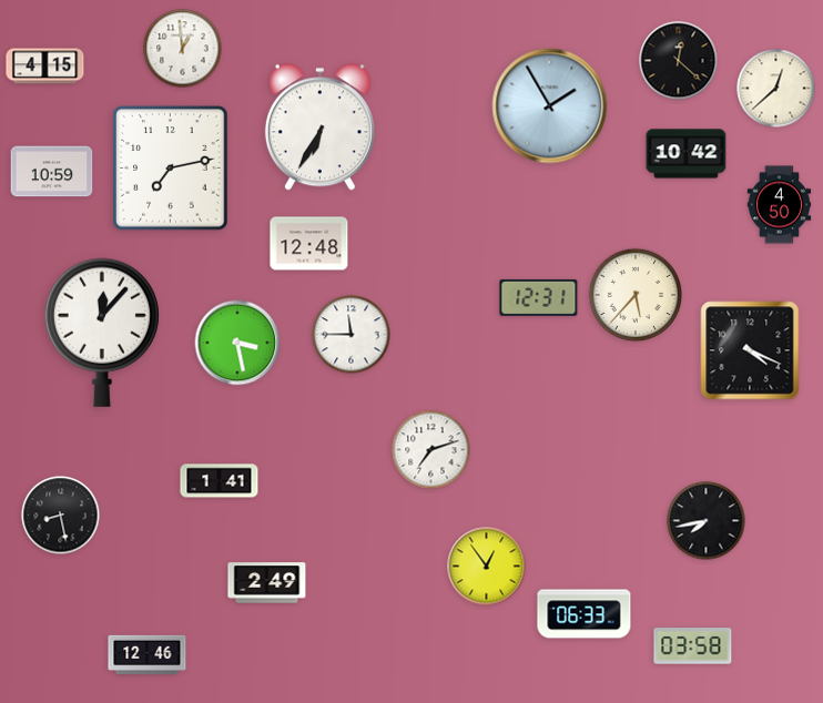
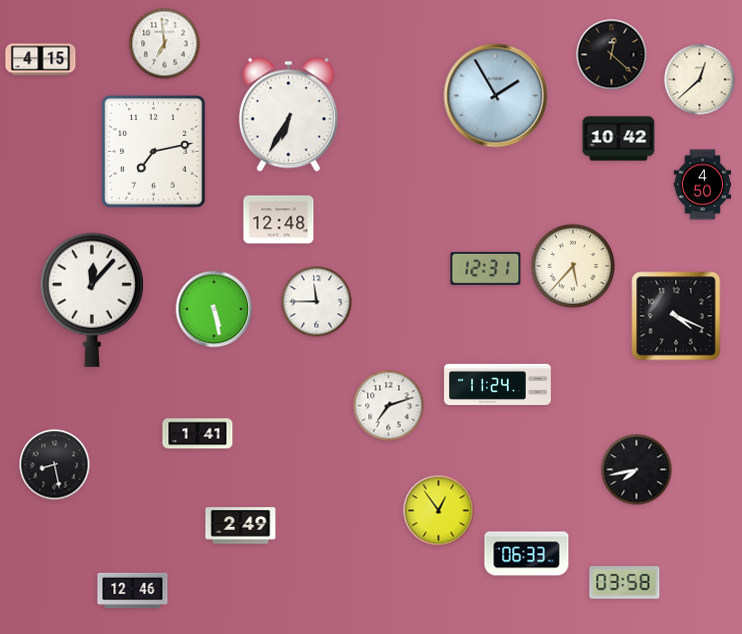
clock at (183, 49): 12:59 -> 6:59
clock at (52, 172): 10:59 -> none
clock at (237, 343): 3:28 -> 5:28
clock at (498, 384): none -> 11:24
